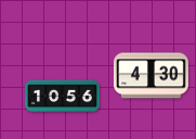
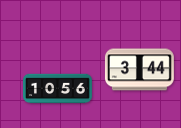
clock at (151, 76): 4:30 -> 3:44
